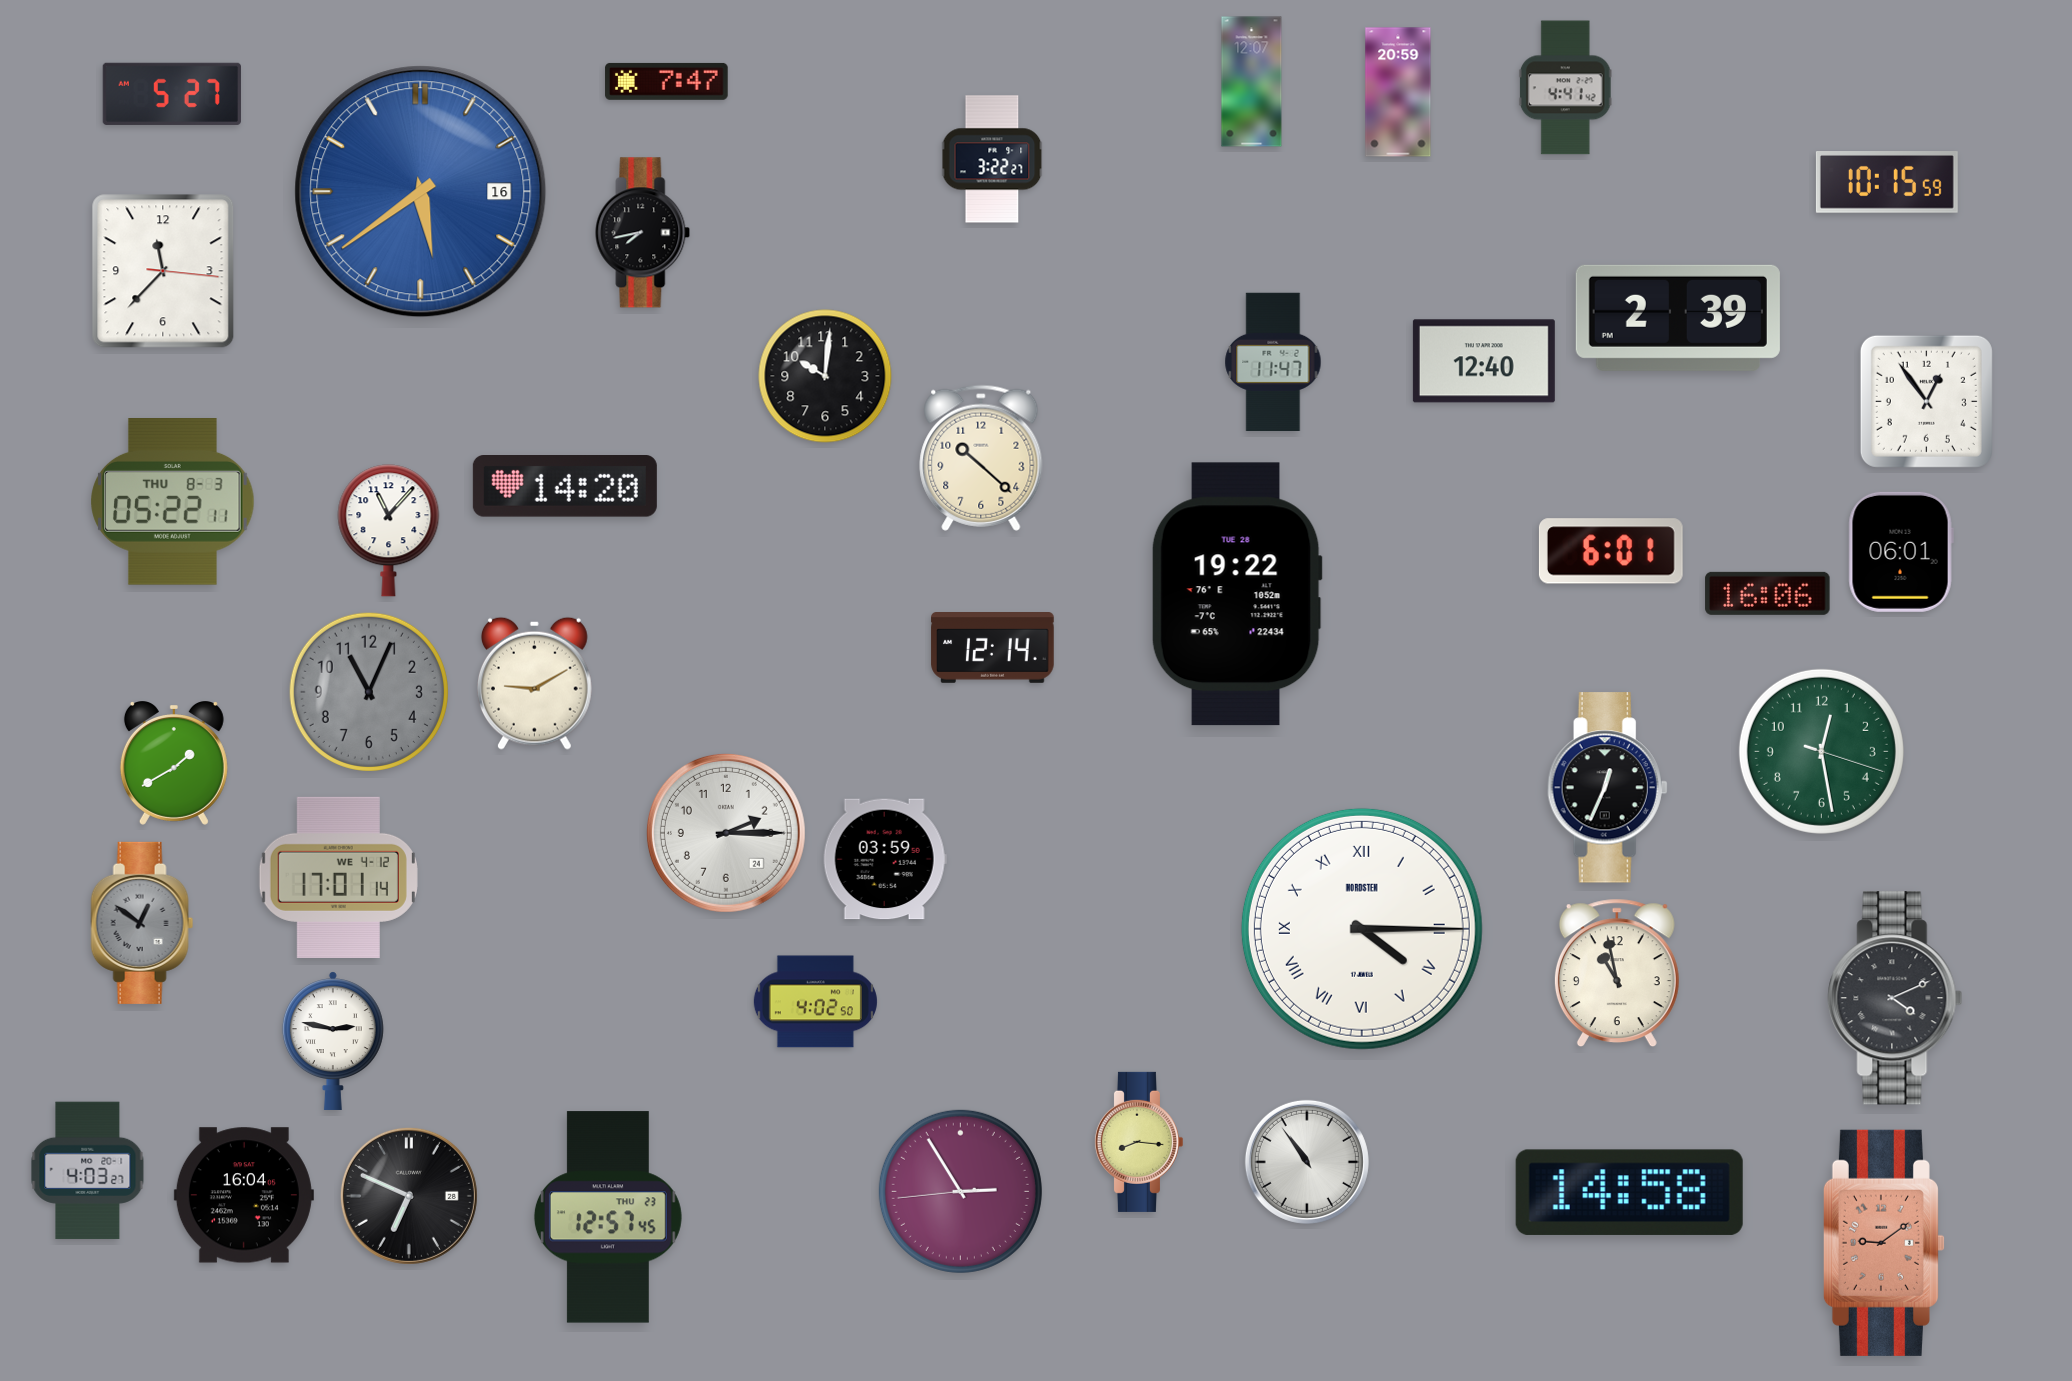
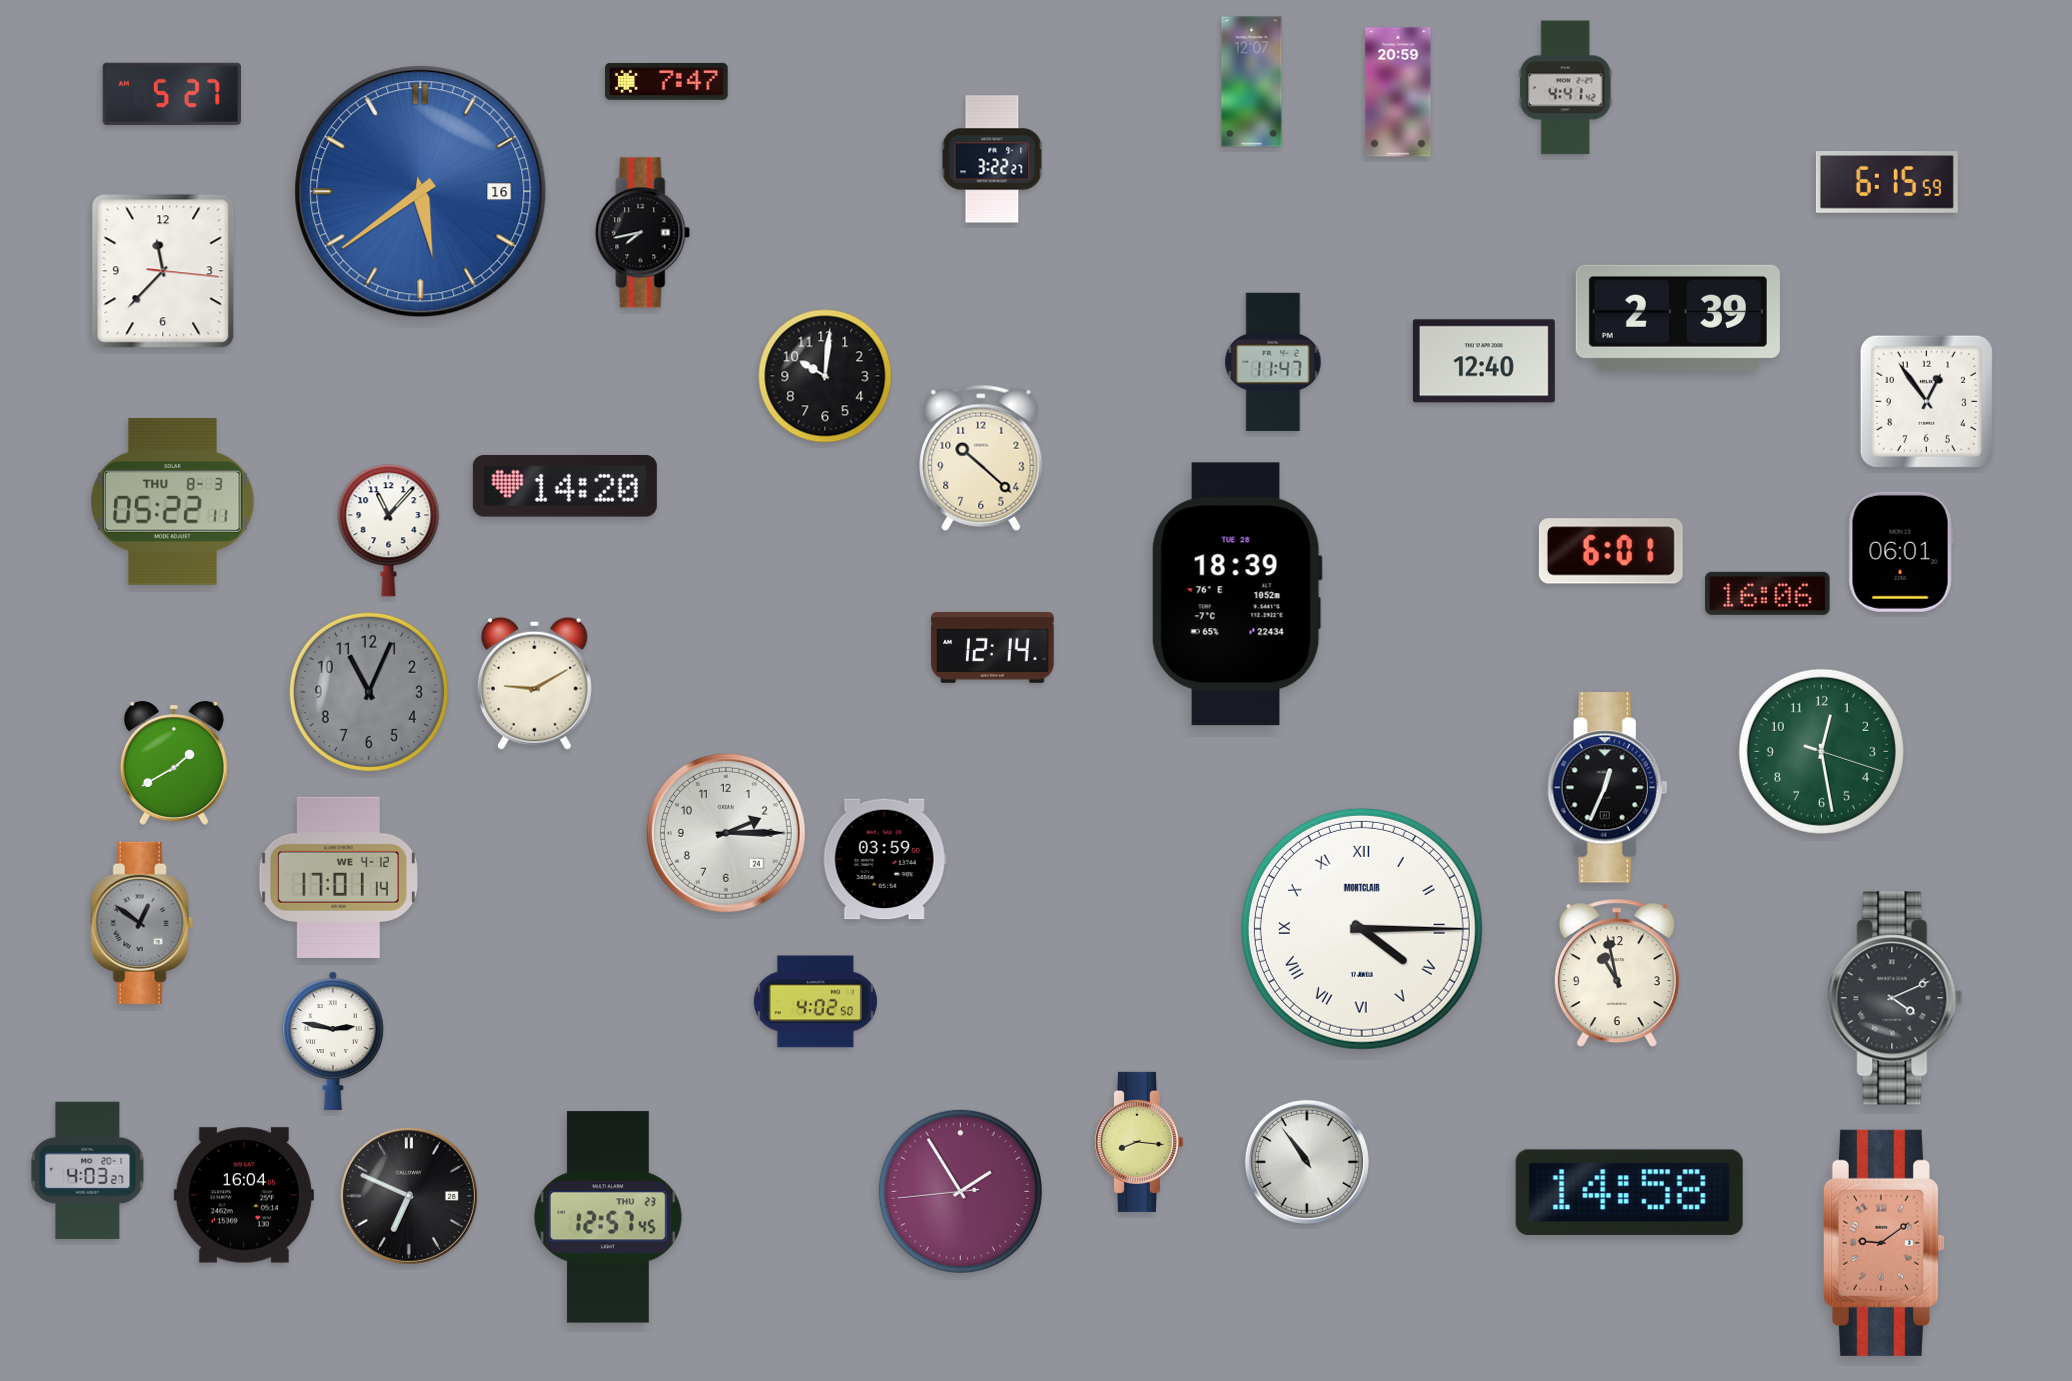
clock at (1887, 183): 10:15 -> 6:15
clock at (1237, 594): 19:22 -> 18:39
clock at (1362, 929) brand: NORDSTEN -> MONTCLAIR
clock at (960, 1191): 2:54 -> 1:54
